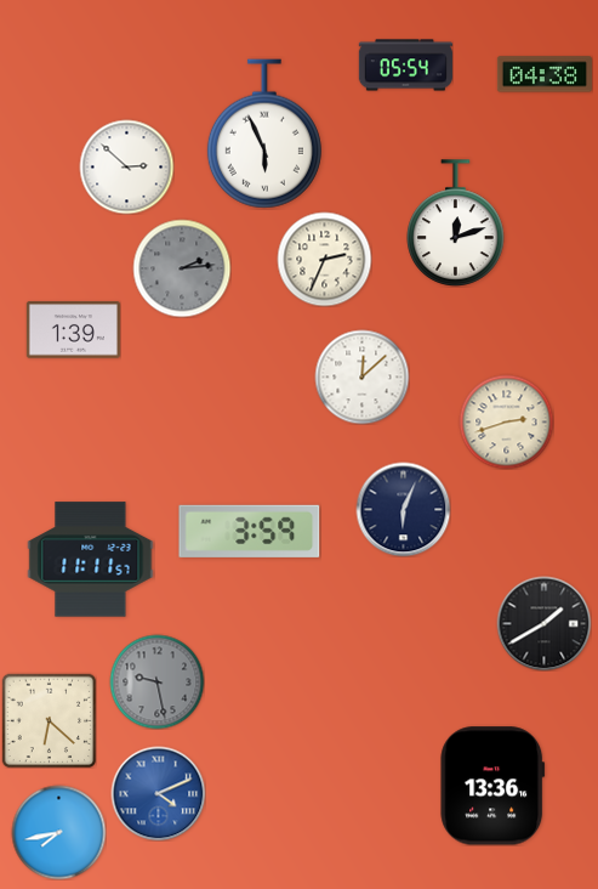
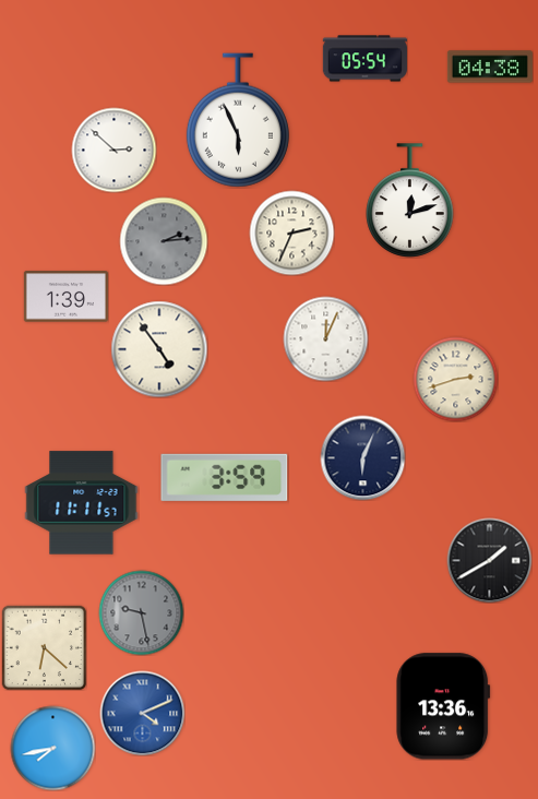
clock at (361, 376): 12:08 -> 12:04
clock at (159, 349): none -> 4:54
